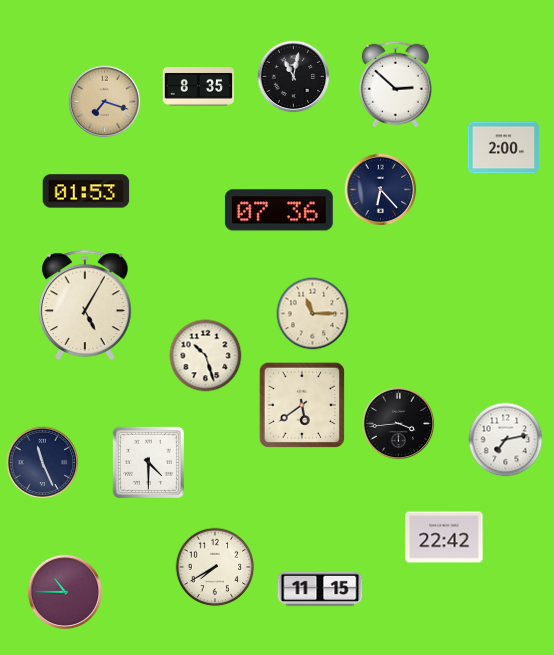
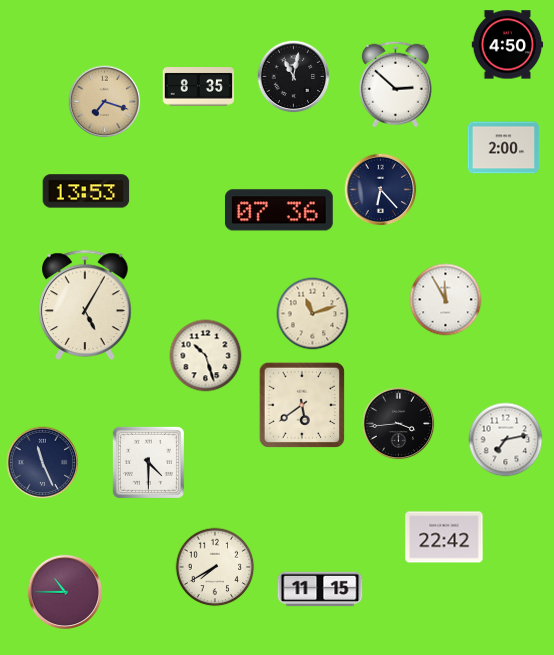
clock at (508, 45): none -> 4:50
clock at (86, 191): 01:53 -> 13:53
clock at (446, 300): none -> 11:55
clock at (313, 314): 11:15 -> 11:12
